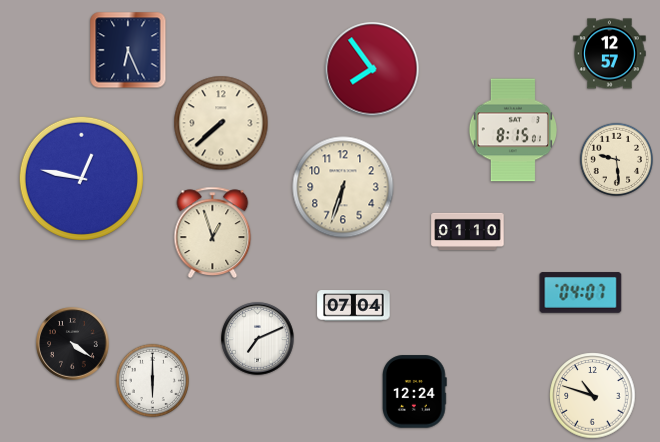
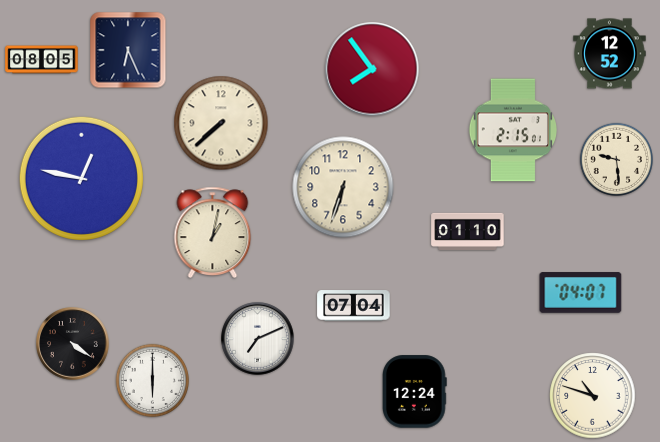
clock at (610, 54): 12:57 -> 12:52
clock at (42, 60): none -> 08:05
clock at (512, 130): 8:15 -> 2:15
clock at (213, 232): 12:57 -> 1:02
